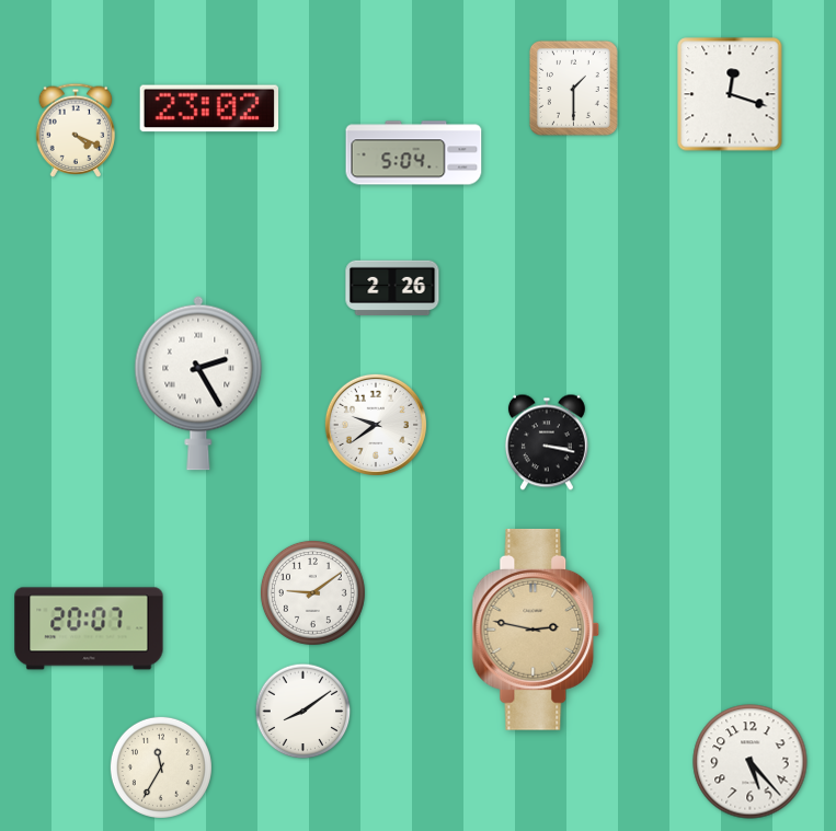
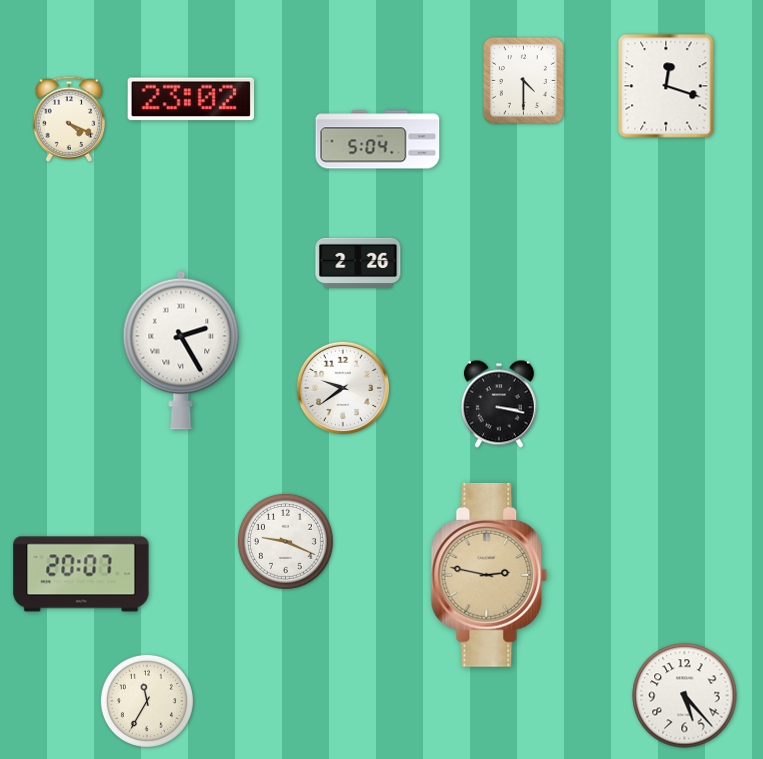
clock at (573, 88): 1:30 -> 4:30
clock at (312, 592): 9:09 -> 9:19
clock at (304, 712): 8:09 -> none
